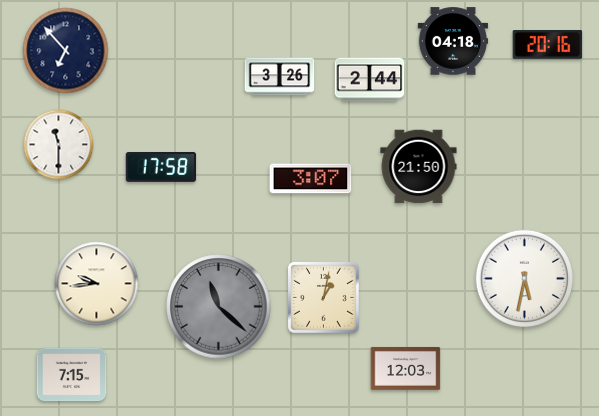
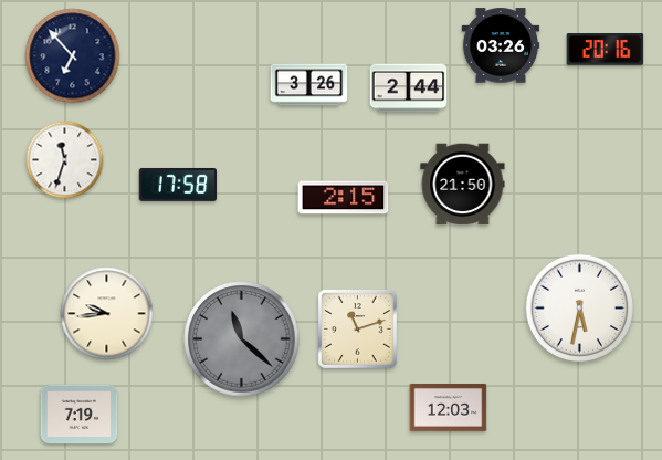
clock at (453, 41): 04:18 -> 03:26
clock at (59, 145): 11:30 -> 11:33
clock at (311, 179): 3:07 -> 2:15
clock at (323, 297): 1:02 -> 11:12
clock at (72, 375): 7:15 -> 7:19
